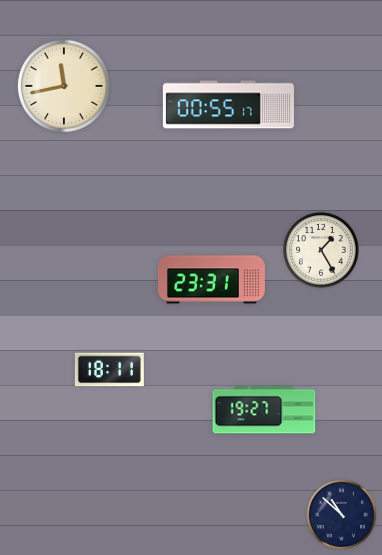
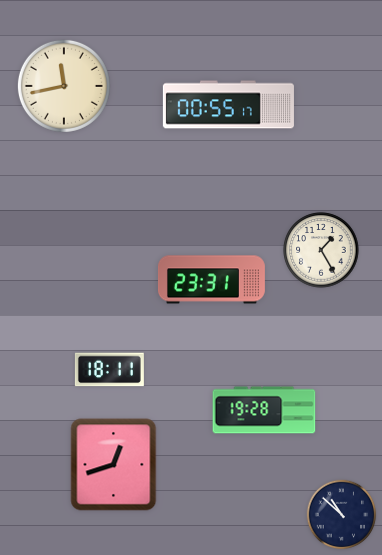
clock at (264, 410): 19:27 -> 19:28
clock at (114, 465): none -> 12:42
